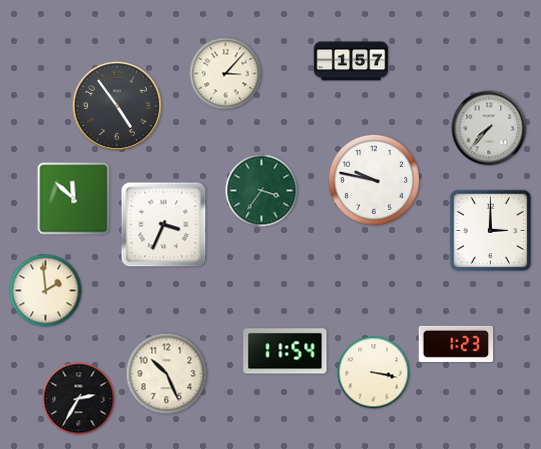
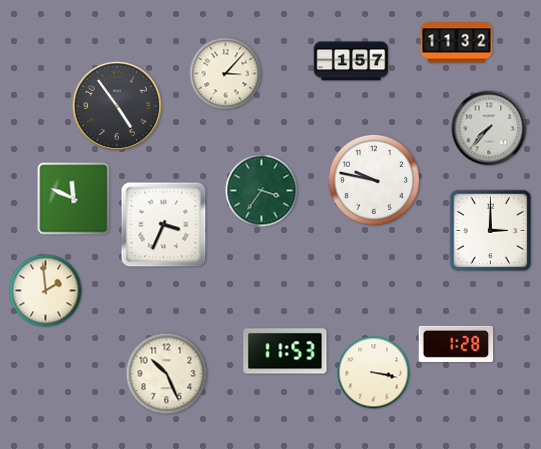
clock at (457, 43): none -> 11:32
clock at (74, 199): 11:52 -> 11:49
clock at (456, 344): 1:23 -> 1:28
clock at (285, 351): 11:54 -> 11:53
clock at (79, 399): 2:35 -> none
